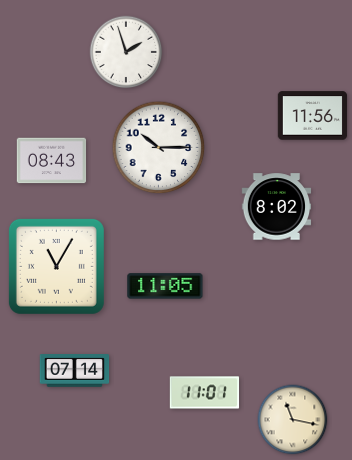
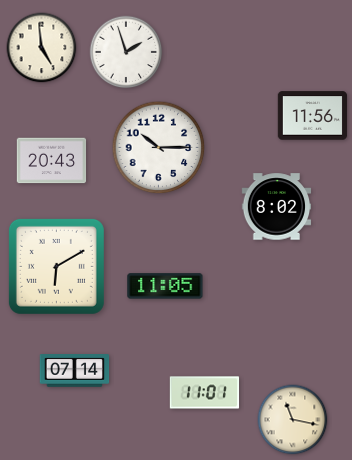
clock at (42, 48): none -> 4:59
clock at (52, 161): 08:43 -> 20:43
clock at (56, 266): 11:05 -> 6:10
